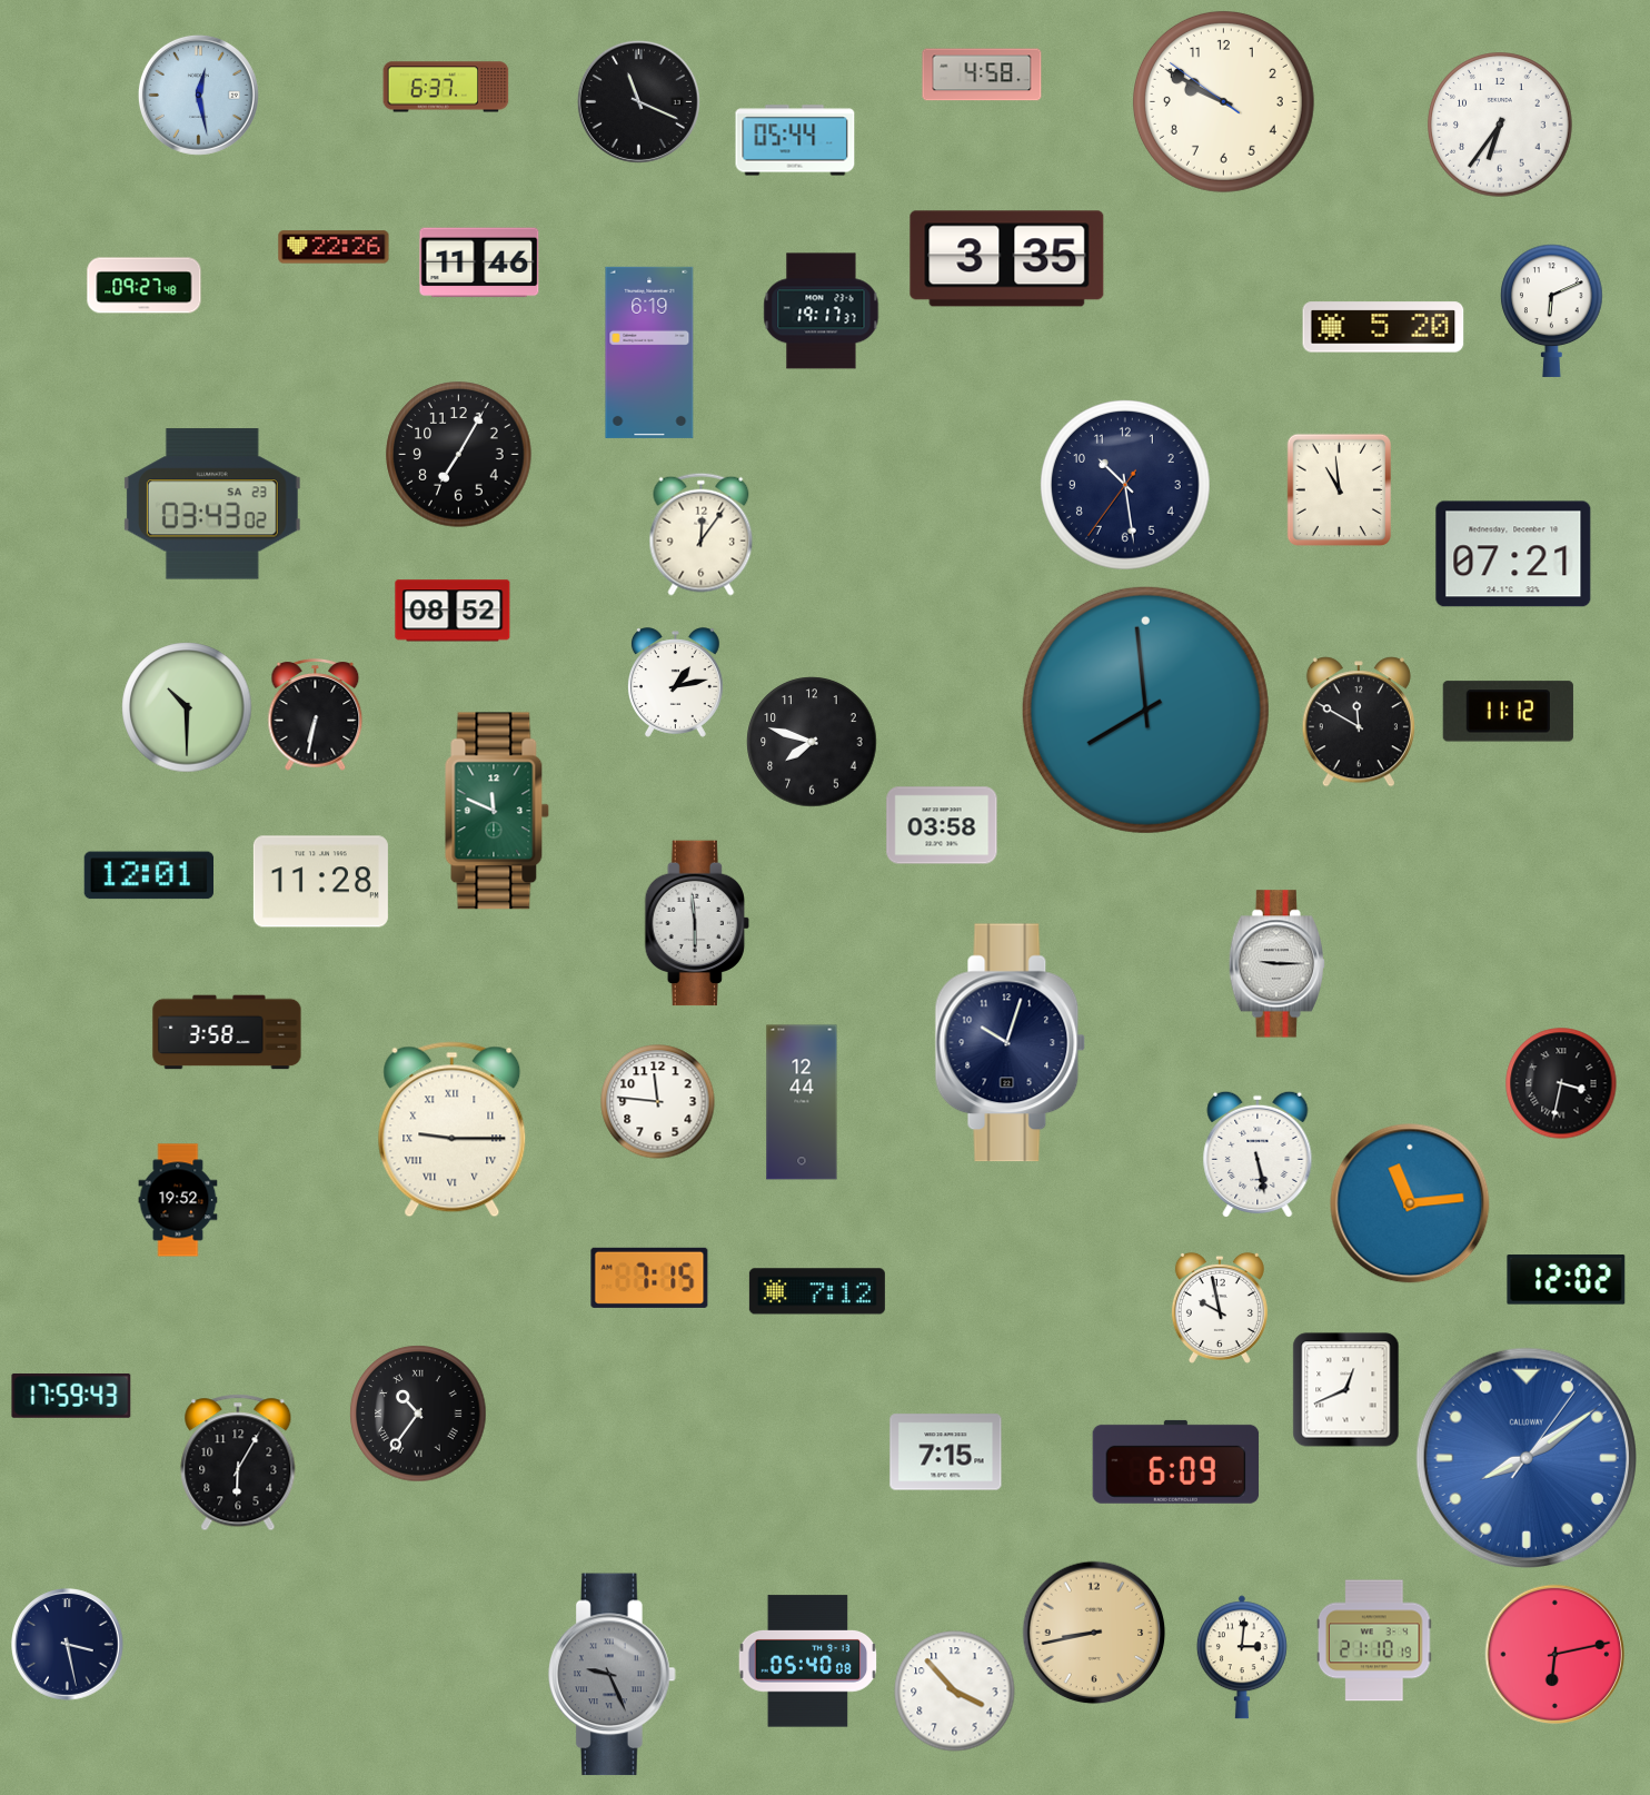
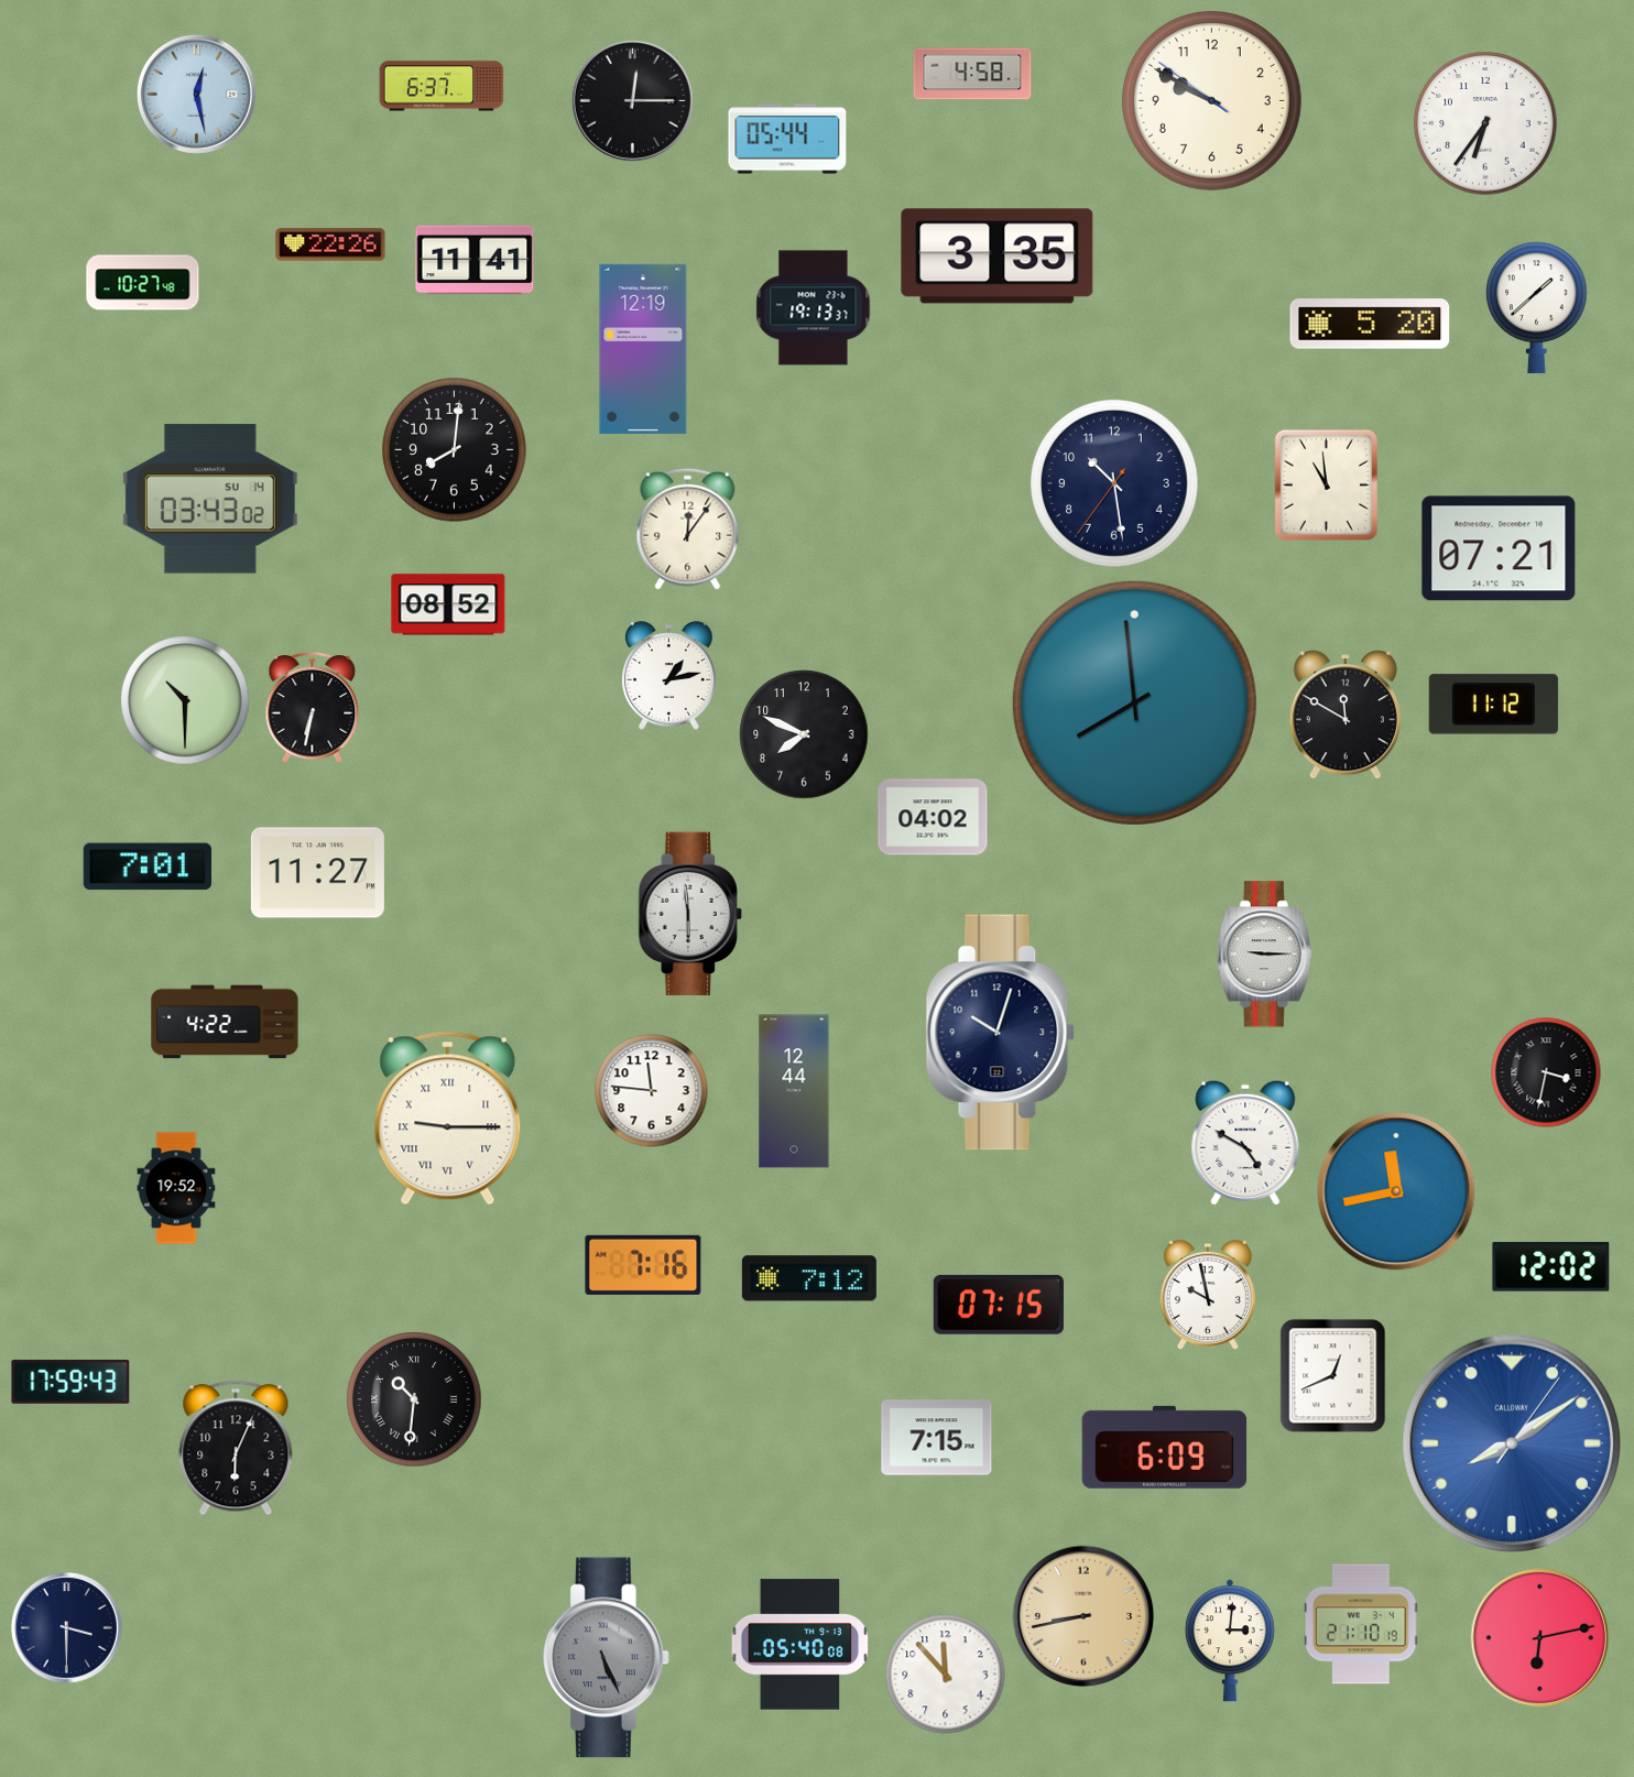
clock at (638, 101): 11:19 -> 12:15
clock at (479, 262): 11:46 -> 11:41
clock at (145, 286): 09:27 -> 10:27
clock at (1552, 310): 6:11 -> 1:38
clock at (822, 311): 19:17 -> 19:13
clock at (649, 353): 6:19 -> 12:19
clock at (459, 455): 7:05 -> 8:01
clock at (1126, 486) position: (1126, 486) -> (1115, 484)
clock at (212, 504) date: SA 23 -> SU 14
clock at (702, 534) position: (702, 534) -> (688, 528)
clock at (812, 742): 7:48 -> 7:49
clock at (497, 811): 11:49 -> none
clock at (942, 825): 03:58 -> 04:02
clock at (148, 875): 12:01 -> 7:01
clock at (320, 882): 11:28 -> 11:27
clock at (227, 1032): 3:58 -> 4:22
clock at (1258, 1154): 5:28 -> 4:50
clock at (1410, 1203): 11:14 -> 11:43
clock at (649, 1278): 7:15 -> 7:16
clock at (999, 1305): none -> 07:15
clock at (418, 1414): 10:36 -> 10:31
clock at (238, 1462): 6:05 -> 6:04
clock at (68, 1645): 3:28 -> 3:30
clock at (613, 1675): 9:26 -> 5:26
clock at (955, 1692): 3:53 -> 11:53
